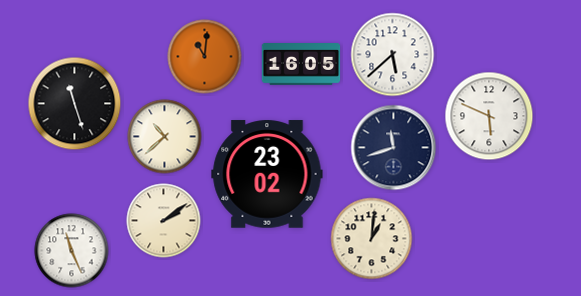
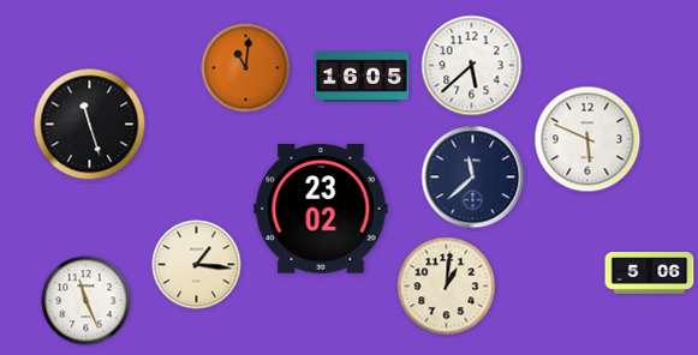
clock at (165, 137): 10:38 -> none
clock at (394, 148): 11:42 -> 11:38
clock at (164, 221): 2:09 -> 1:16
clock at (650, 273): none -> 5:06
